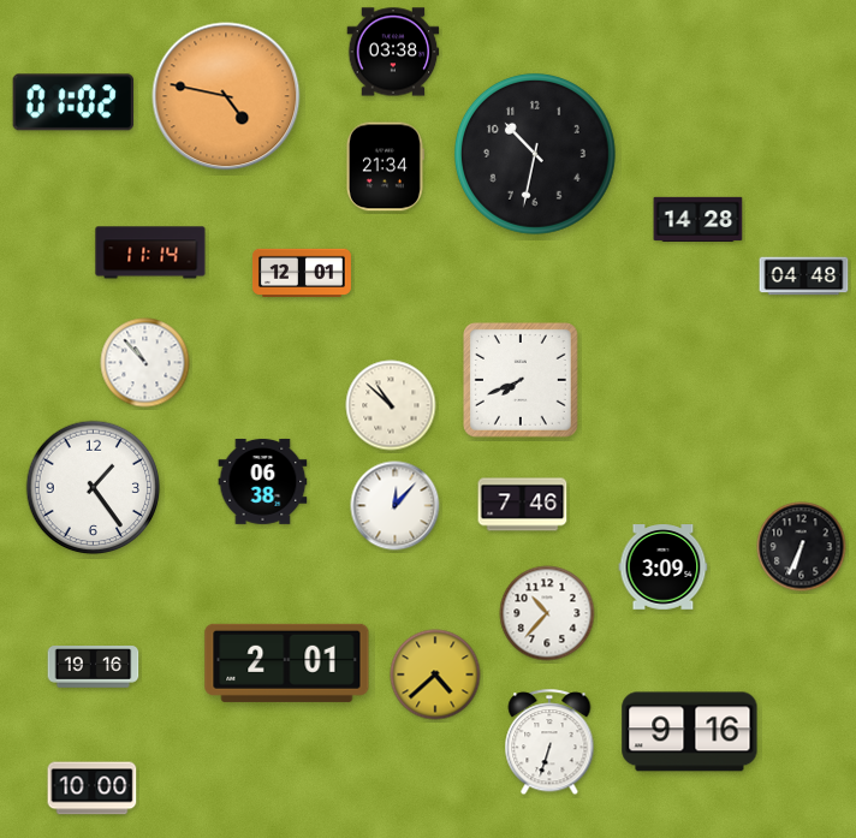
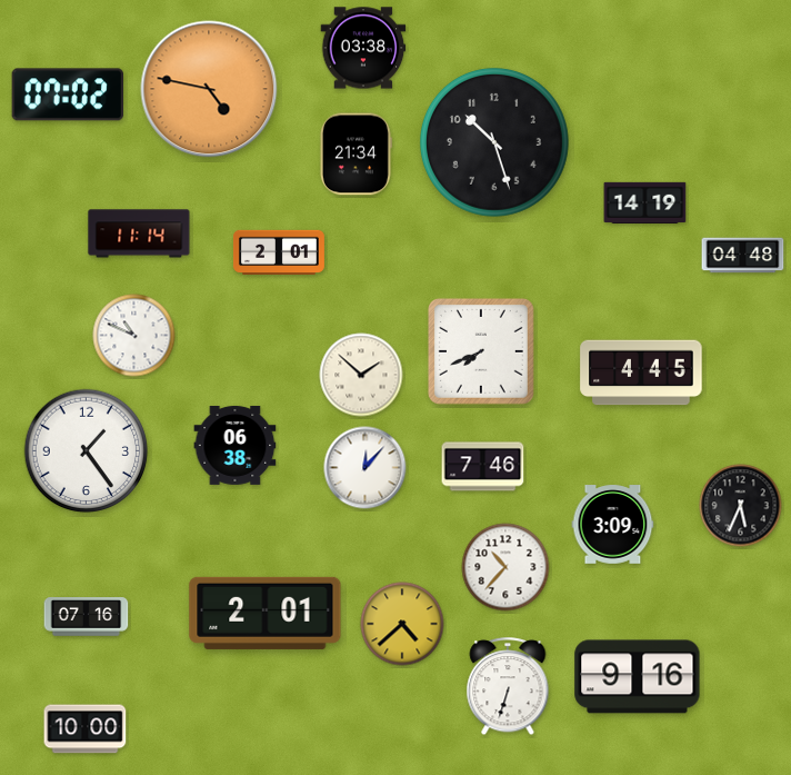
clock at (72, 102): 01:02 -> 07:02
clock at (535, 154): 10:32 -> 10:27
clock at (699, 219): 14:28 -> 14:19
clock at (302, 273): 12:01 -> 2:01
clock at (145, 363): 10:53 -> 10:49
clock at (641, 372): none -> 4:45
clock at (391, 405): 10:52 -> 1:52
clock at (263, 481) position: (263, 481) -> (236, 445)
clock at (802, 547): 6:34 -> 5:34
clock at (94, 667): 19:16 -> 07:16
